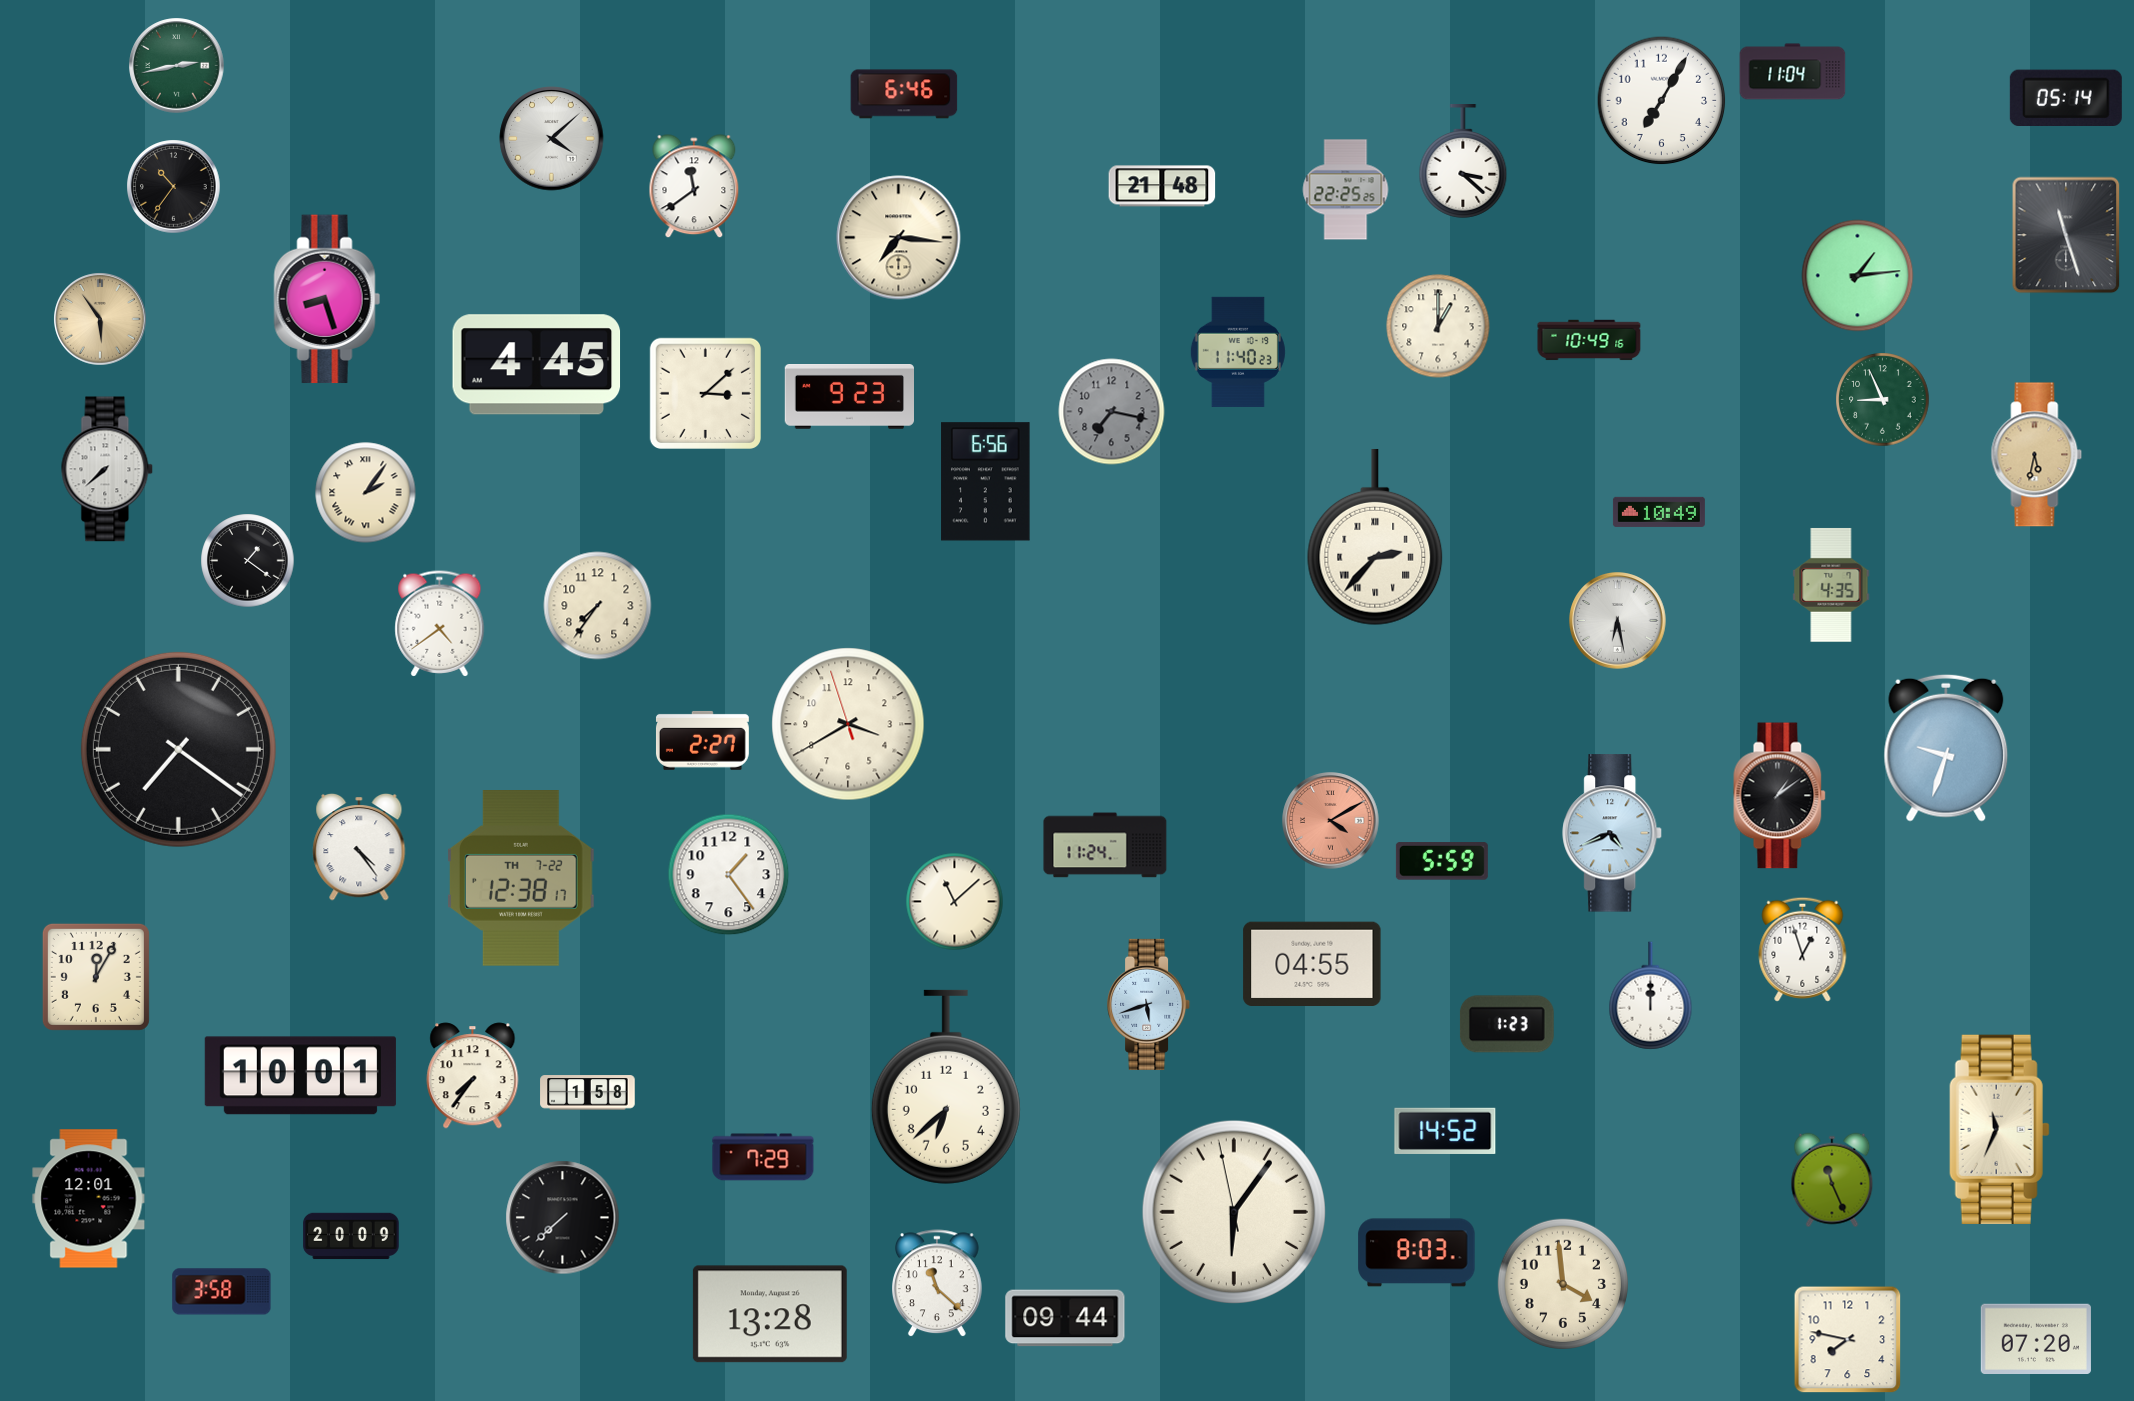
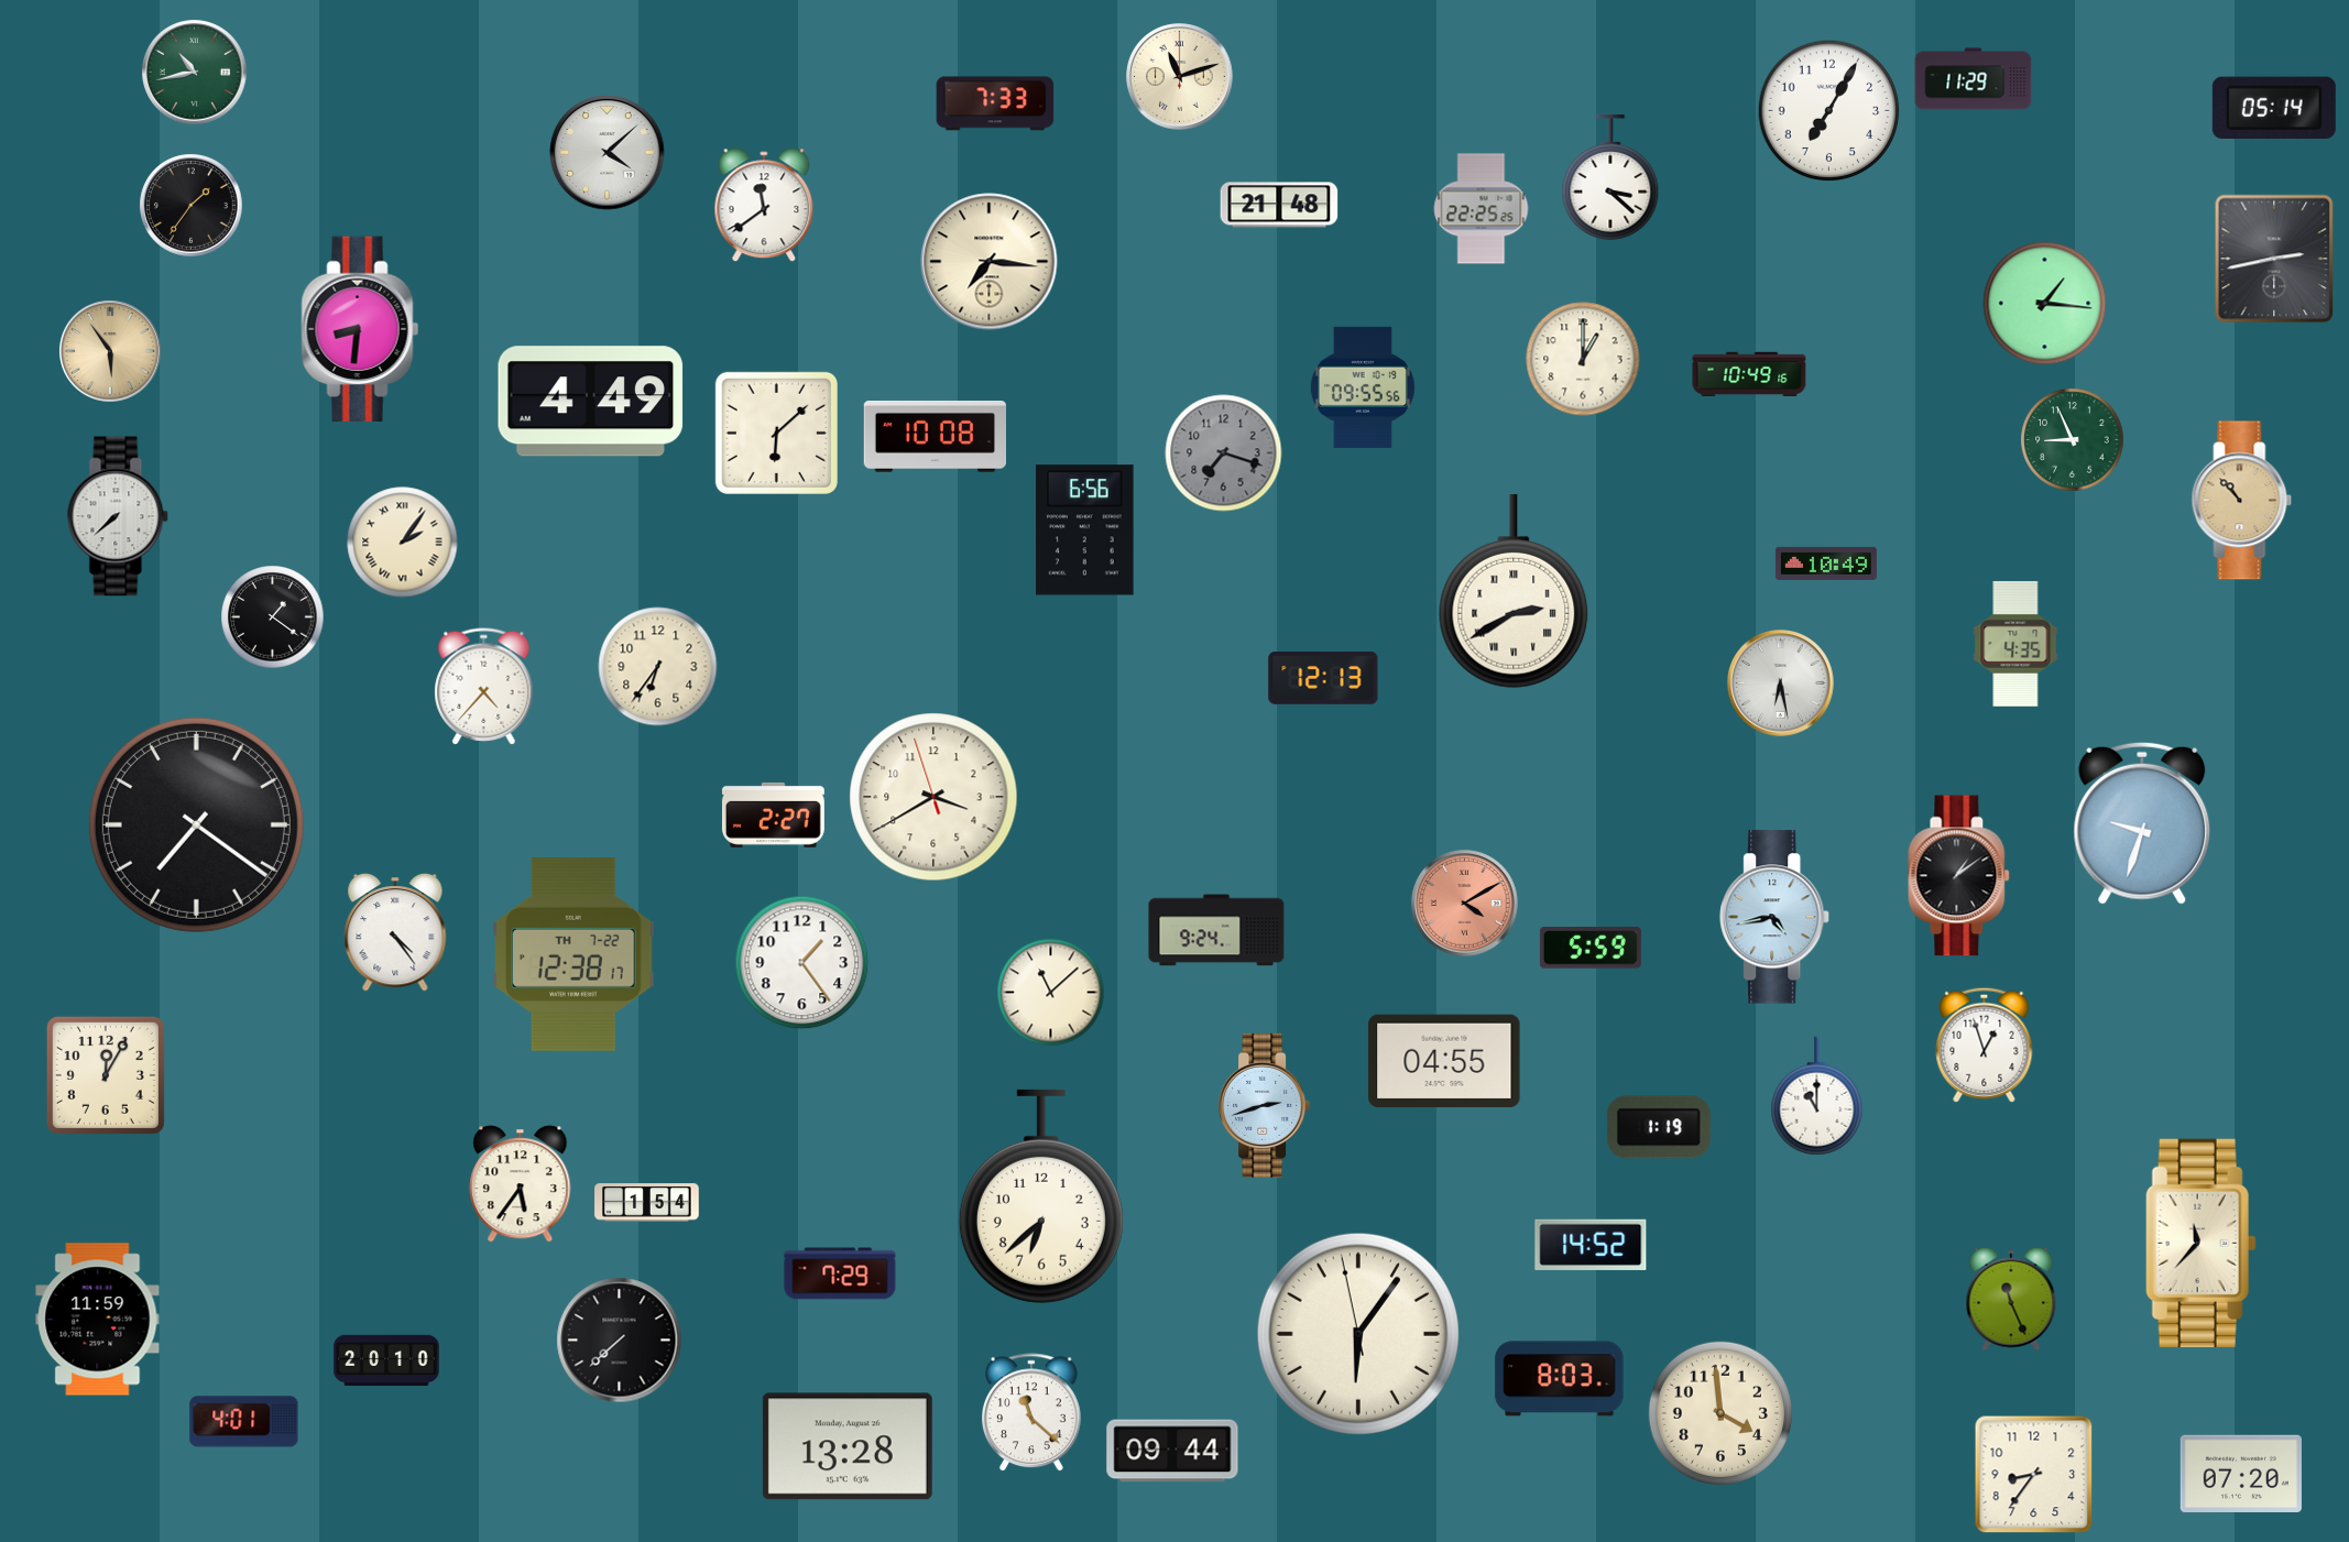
clock at (177, 66): 2:43 -> 10:43
clock at (1180, 77): none -> 11:12
clock at (1793, 72): 11:04 -> 11:29
clock at (904, 94): 6:46 -> 7:33
clock at (174, 187): 10:36 -> 1:36
clock at (2066, 235): 11:27 -> 2:43
clock at (1858, 276): 1:14 -> 1:16
clock at (327, 299): 8:27 -> 8:31
clock at (1238, 352): 11:40 -> 09:55
clock at (537, 365): 4:45 -> 4:49
clock at (705, 393): 3:08 -> 6:08
clock at (849, 397): 9:23 -> 10:08
clock at (1112, 412): 7:17 -> 7:18
clock at (2037, 455): 5:32 -> 10:53
clock at (1375, 537): 2:37 -> 2:40
clock at (598, 606): 7:36 -> 6:36
clock at (1323, 678): none -> 12:13
clock at (440, 624): 4:39 -> 4:37
clock at (1613, 833): 4:41 -> 4:43
clock at (1105, 845): 11:24 -> 9:24
clock at (1442, 861) position: (1442, 861) -> (1591, 948)
clock at (522, 879) position: (522, 879) -> (575, 955)
clock at (1651, 996): 12:00 -> 11:00
clock at (1149, 1004): 5:42 -> 2:42
clock at (1507, 1024): 1:23 -> 1:19
clock at (300, 1076): 10:01 -> none
clock at (473, 1076): 7:36 -> 5:36
clock at (588, 1093): 1:58 -> 1:54
clock at (1999, 1129): 11:34 -> 11:37
clock at (1832, 1180) position: (1832, 1180) -> (2011, 1299)
clock at (89, 1199): 12:01 -> 11:59
clock at (351, 1236): 20:09 -> 20:10
clock at (222, 1292): 3:58 -> 4:01
clock at (1848, 1340): 7:47 -> 8:36
